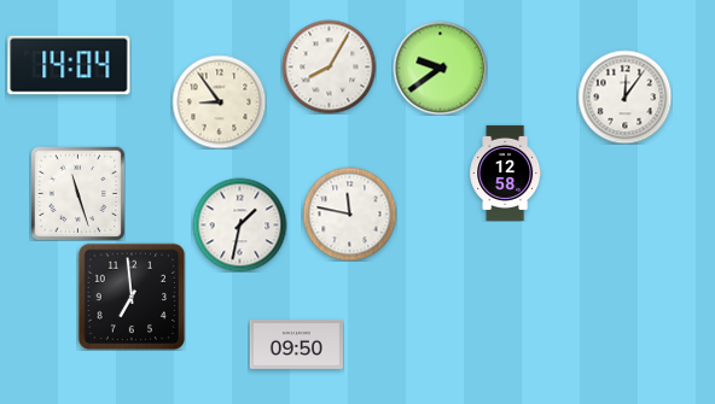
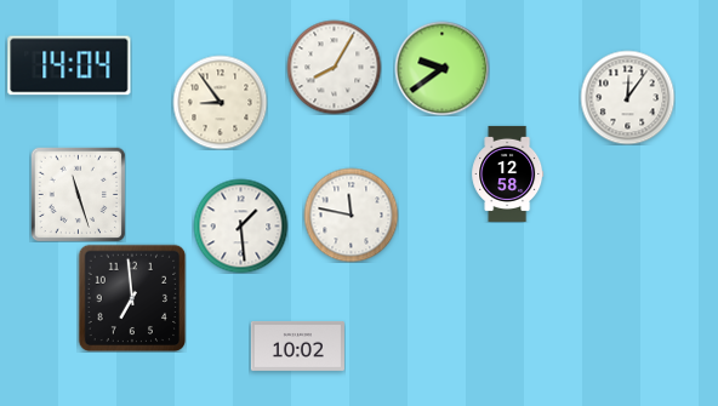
clock at (329, 66) position: (329, 66) -> (334, 67)
clock at (239, 224): 1:32 -> 1:29
clock at (296, 344): 09:50 -> 10:02
